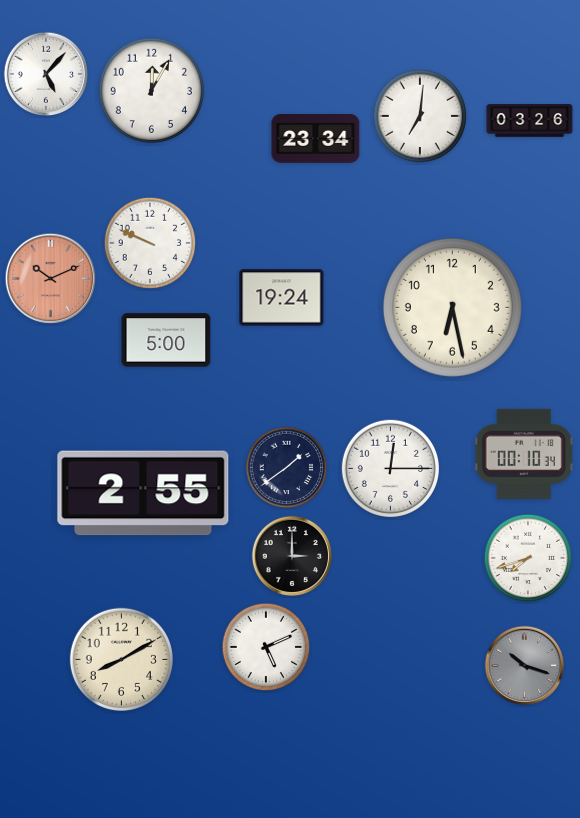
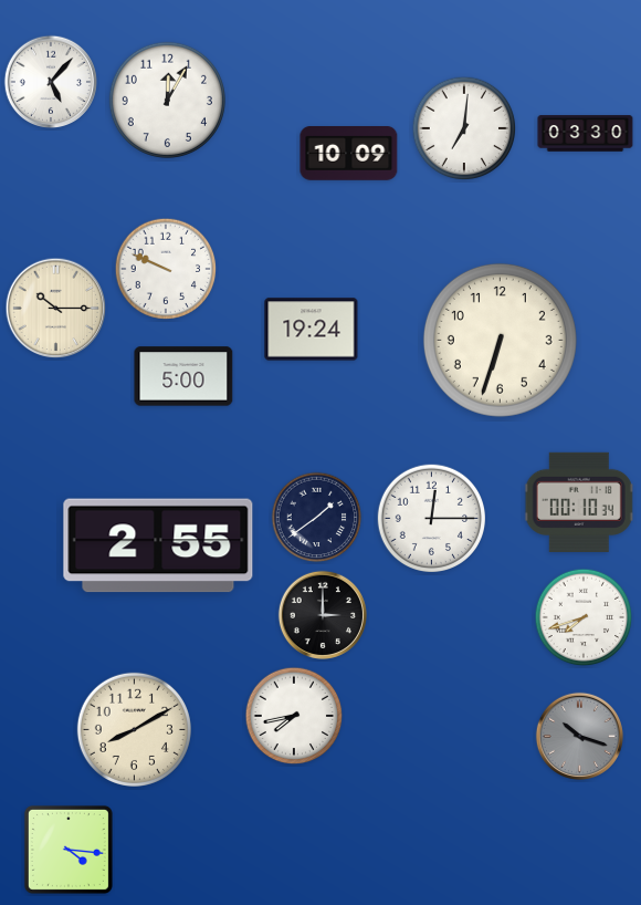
clock at (530, 121): 03:26 -> 03:30
clock at (316, 139): 23:34 -> 10:09
clock at (51, 279): 10:11 -> 10:15
clock at (51, 279) dial: salmon -> cream
clock at (452, 307): 6:28 -> 6:33
clock at (266, 647): 5:11 -> 7:43
clock at (69, 850): none -> 4:16
